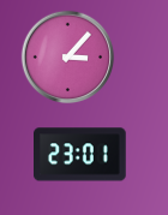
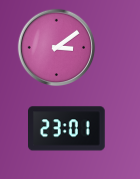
clock at (67, 56): 3:07 -> 3:09
